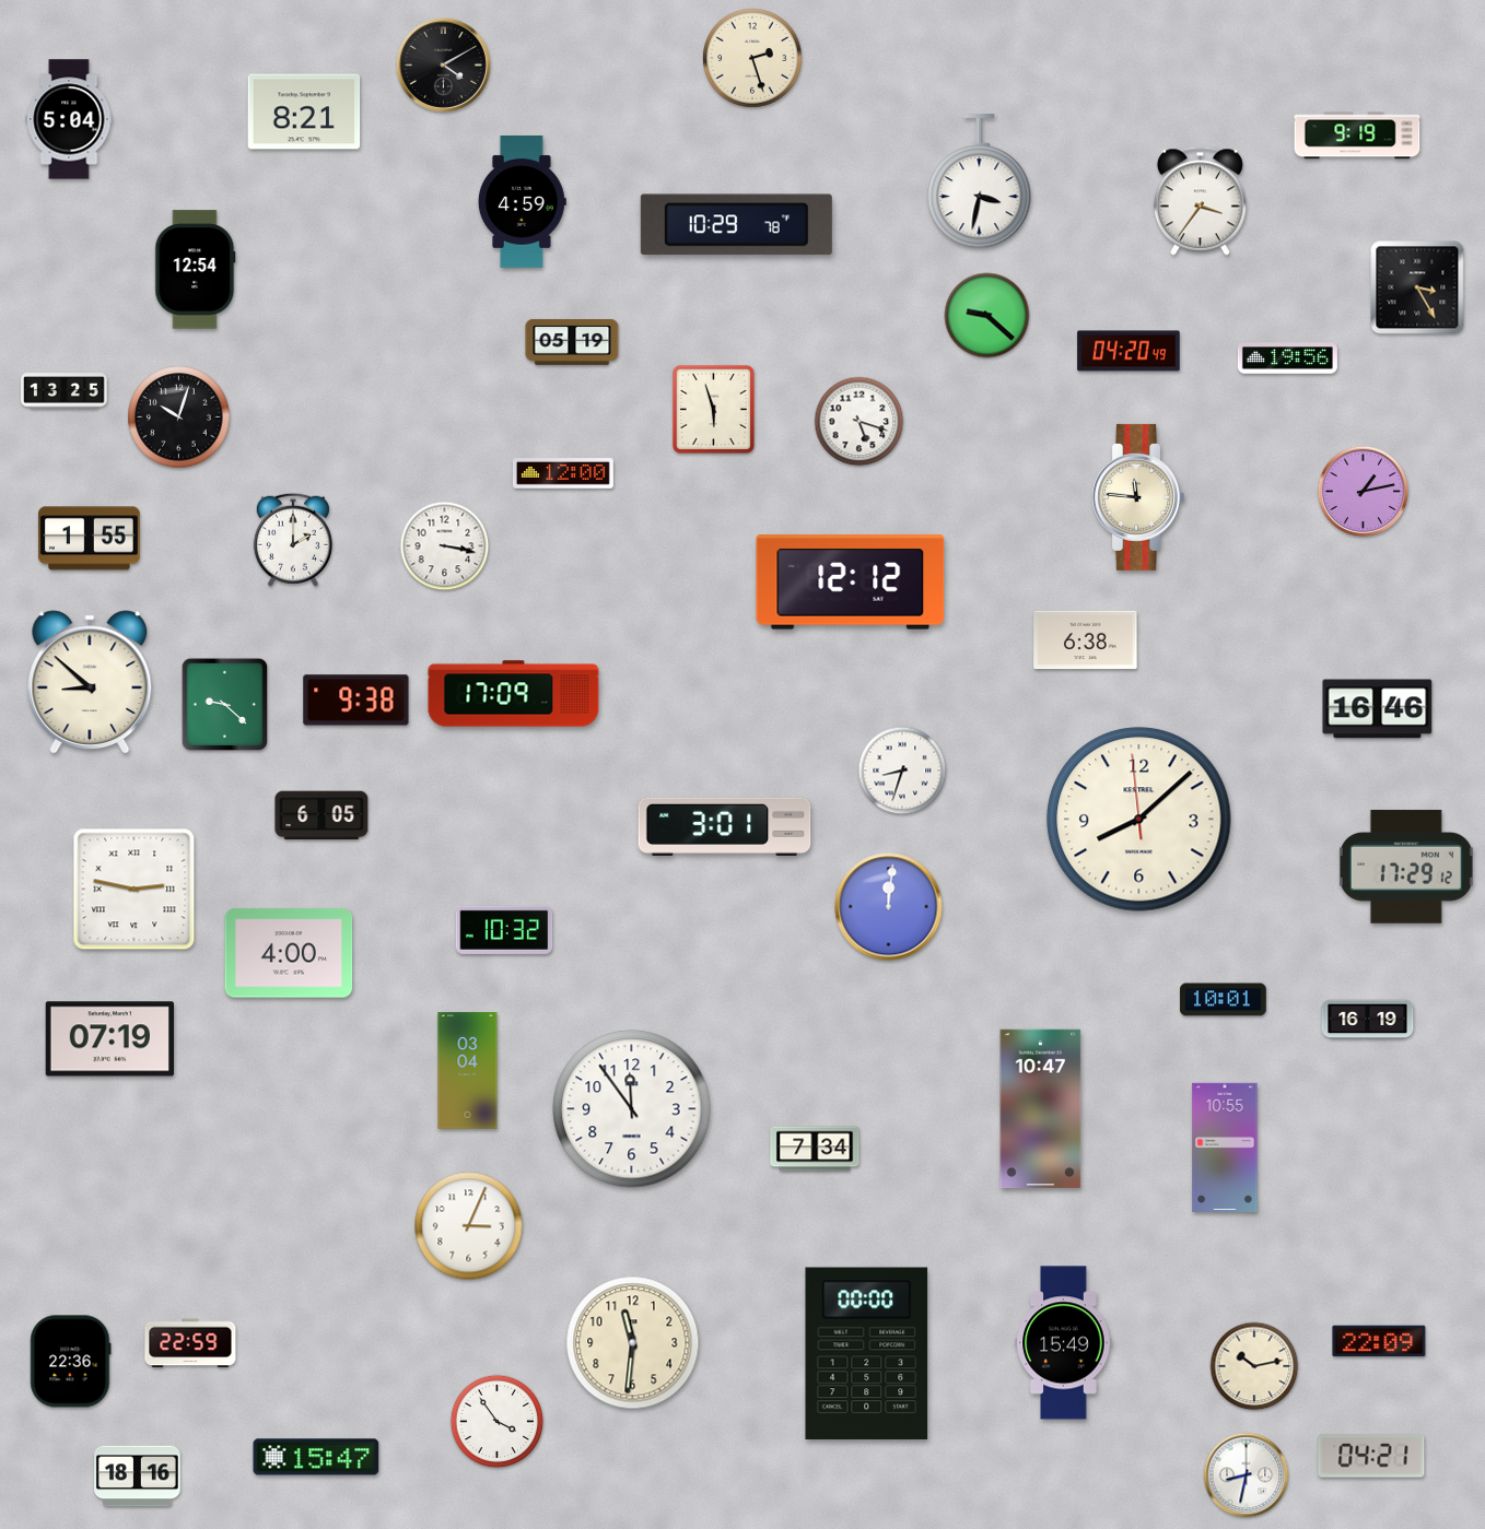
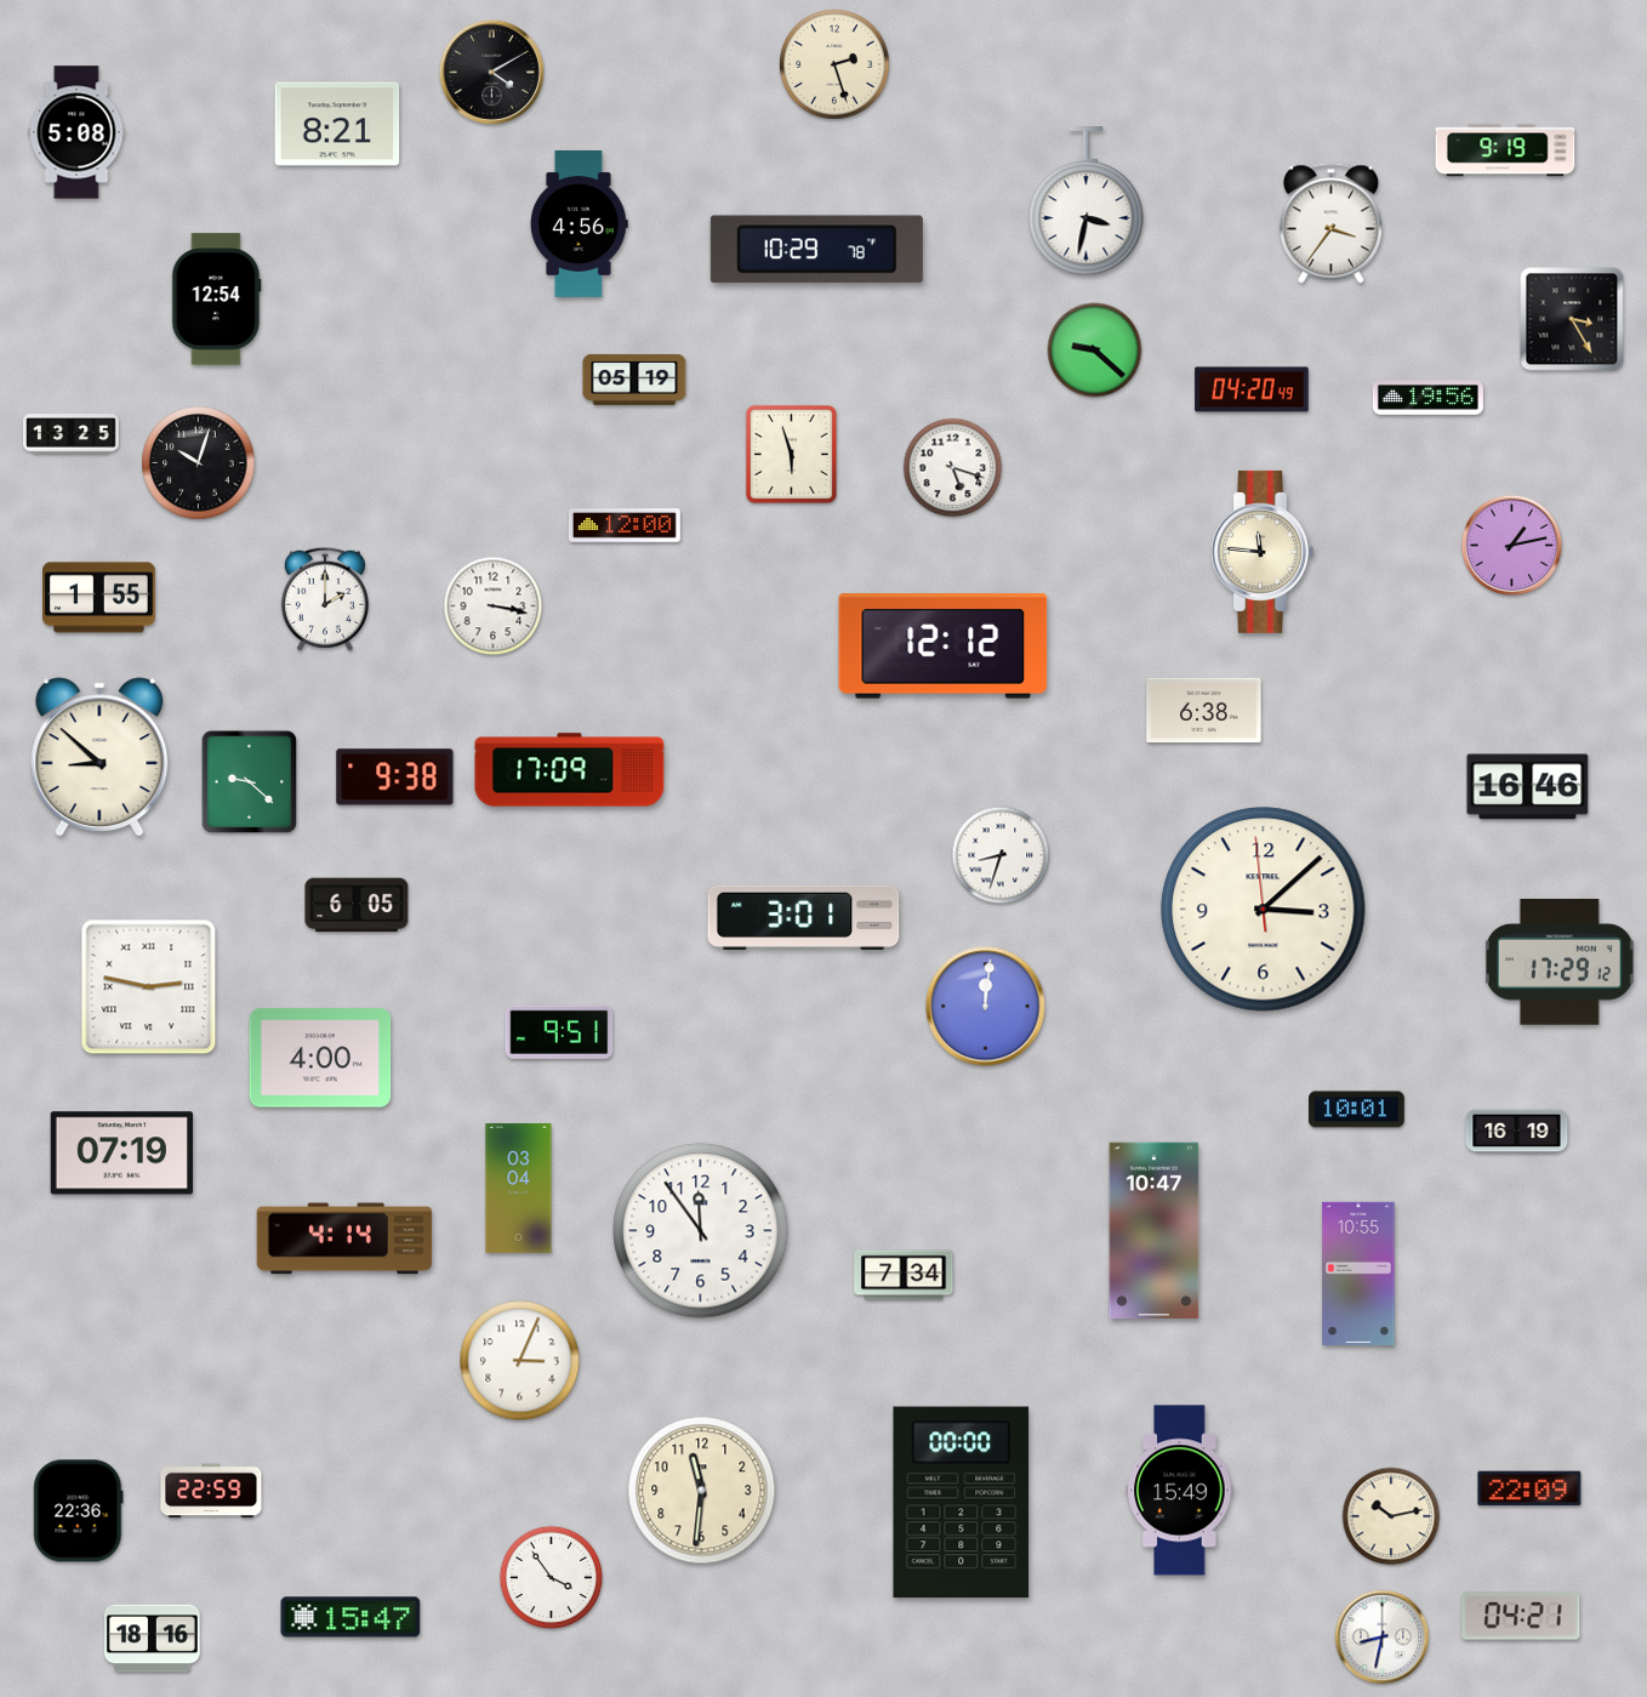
clock at (69, 119): 5:04 -> 5:08
clock at (522, 202): 4:59 -> 4:56
clock at (1139, 820): 8:07 -> 3:07
clock at (504, 930): 10:32 -> 9:51
clock at (344, 1238): none -> 4:14
